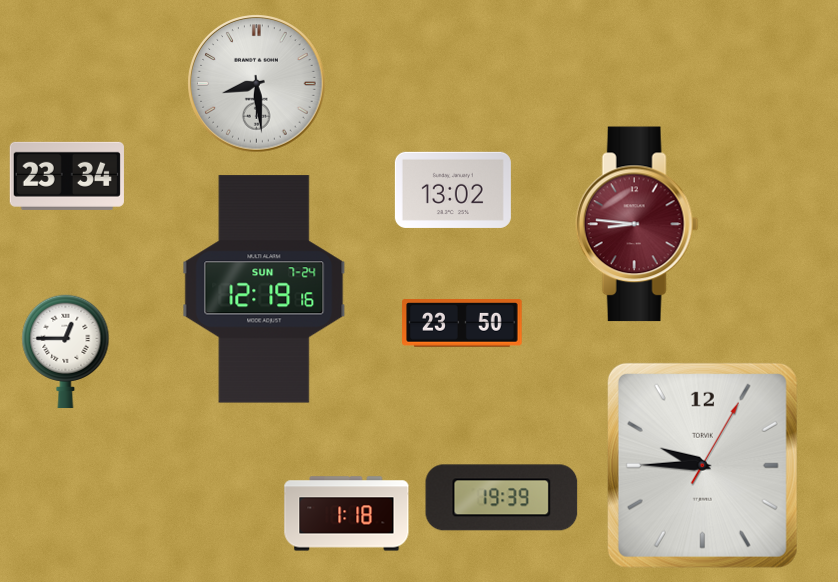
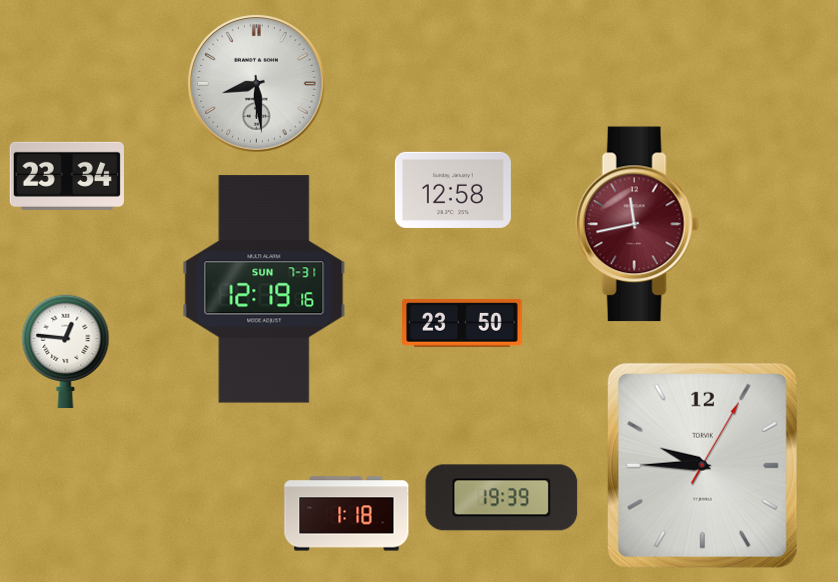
clock at (453, 190): 13:02 -> 12:58
clock at (637, 224): 8:46 -> 11:43
clock at (264, 289) date: SUN 7-24 -> SUN 7-31
clock at (66, 352): 12:45 -> 12:46
